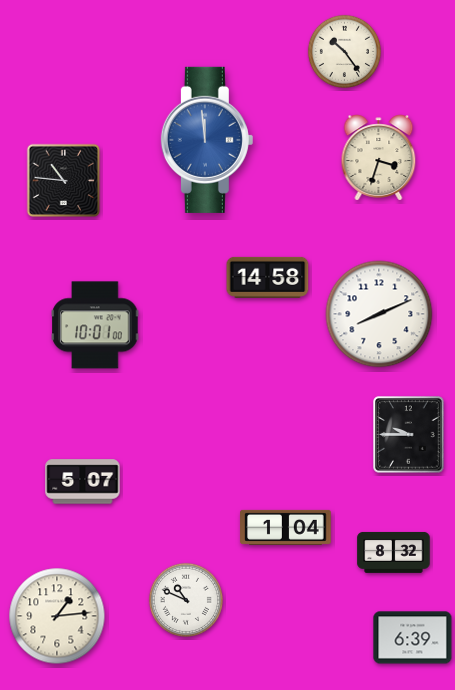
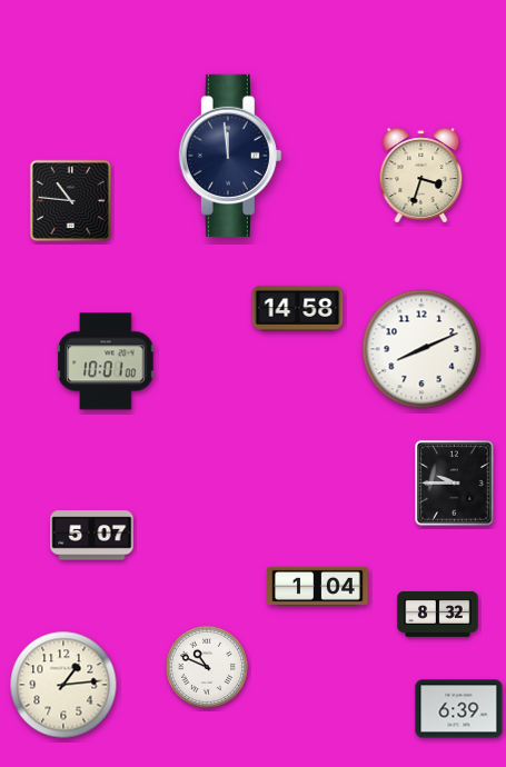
clock at (344, 51): 10:24 -> none
clock at (207, 140) dial: blue -> navy
